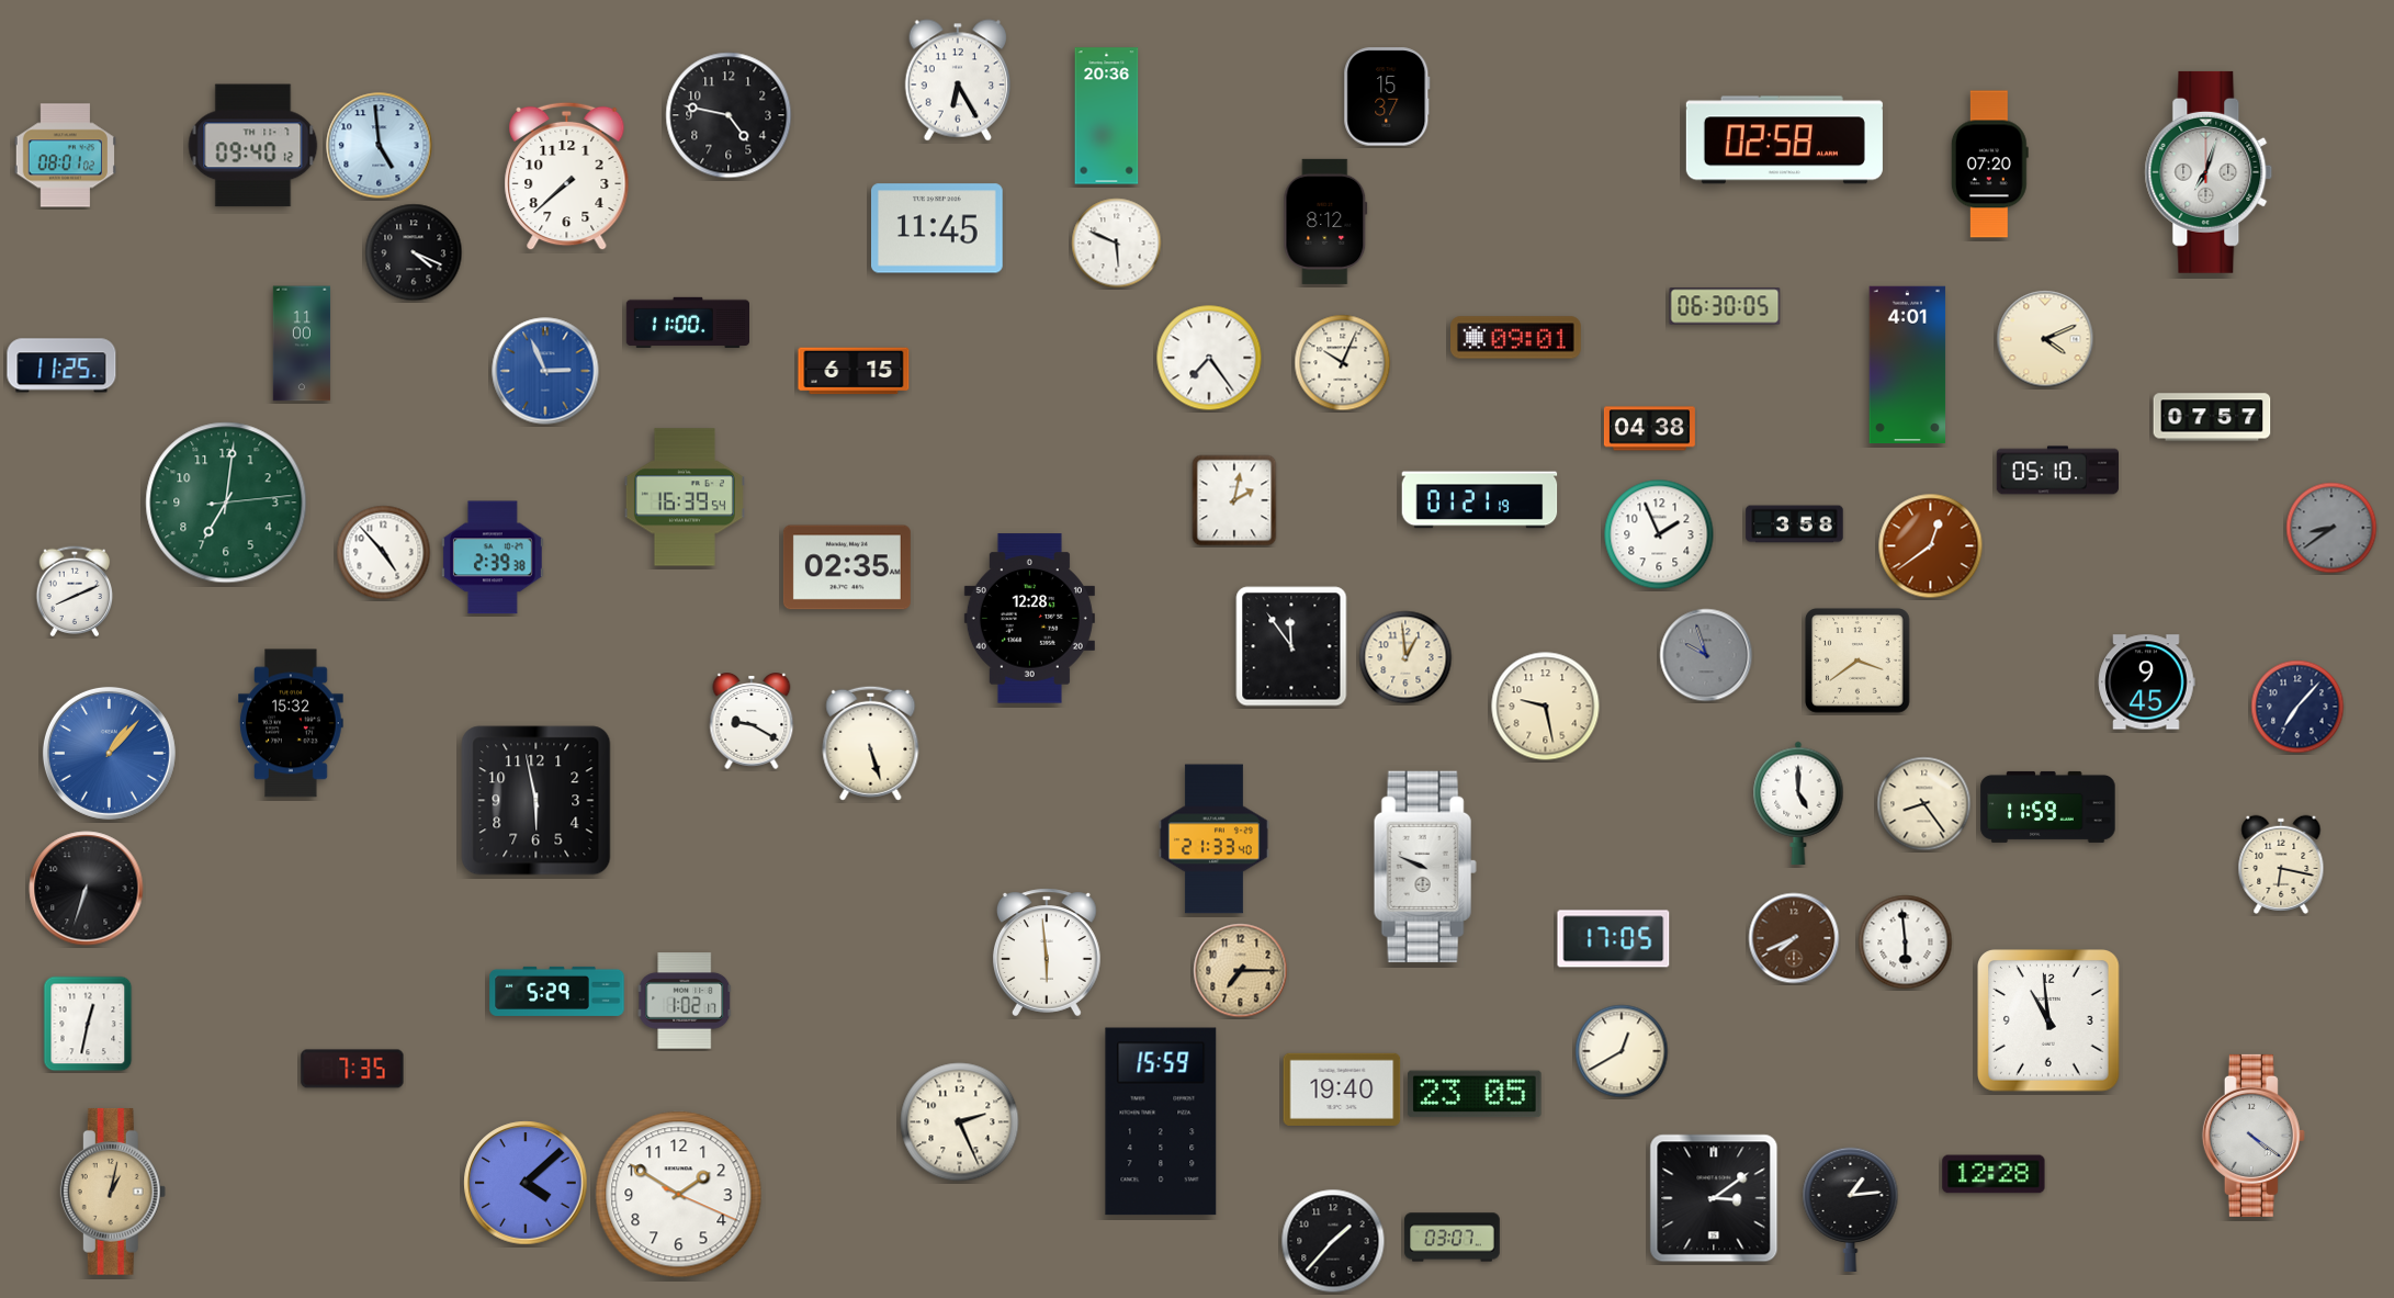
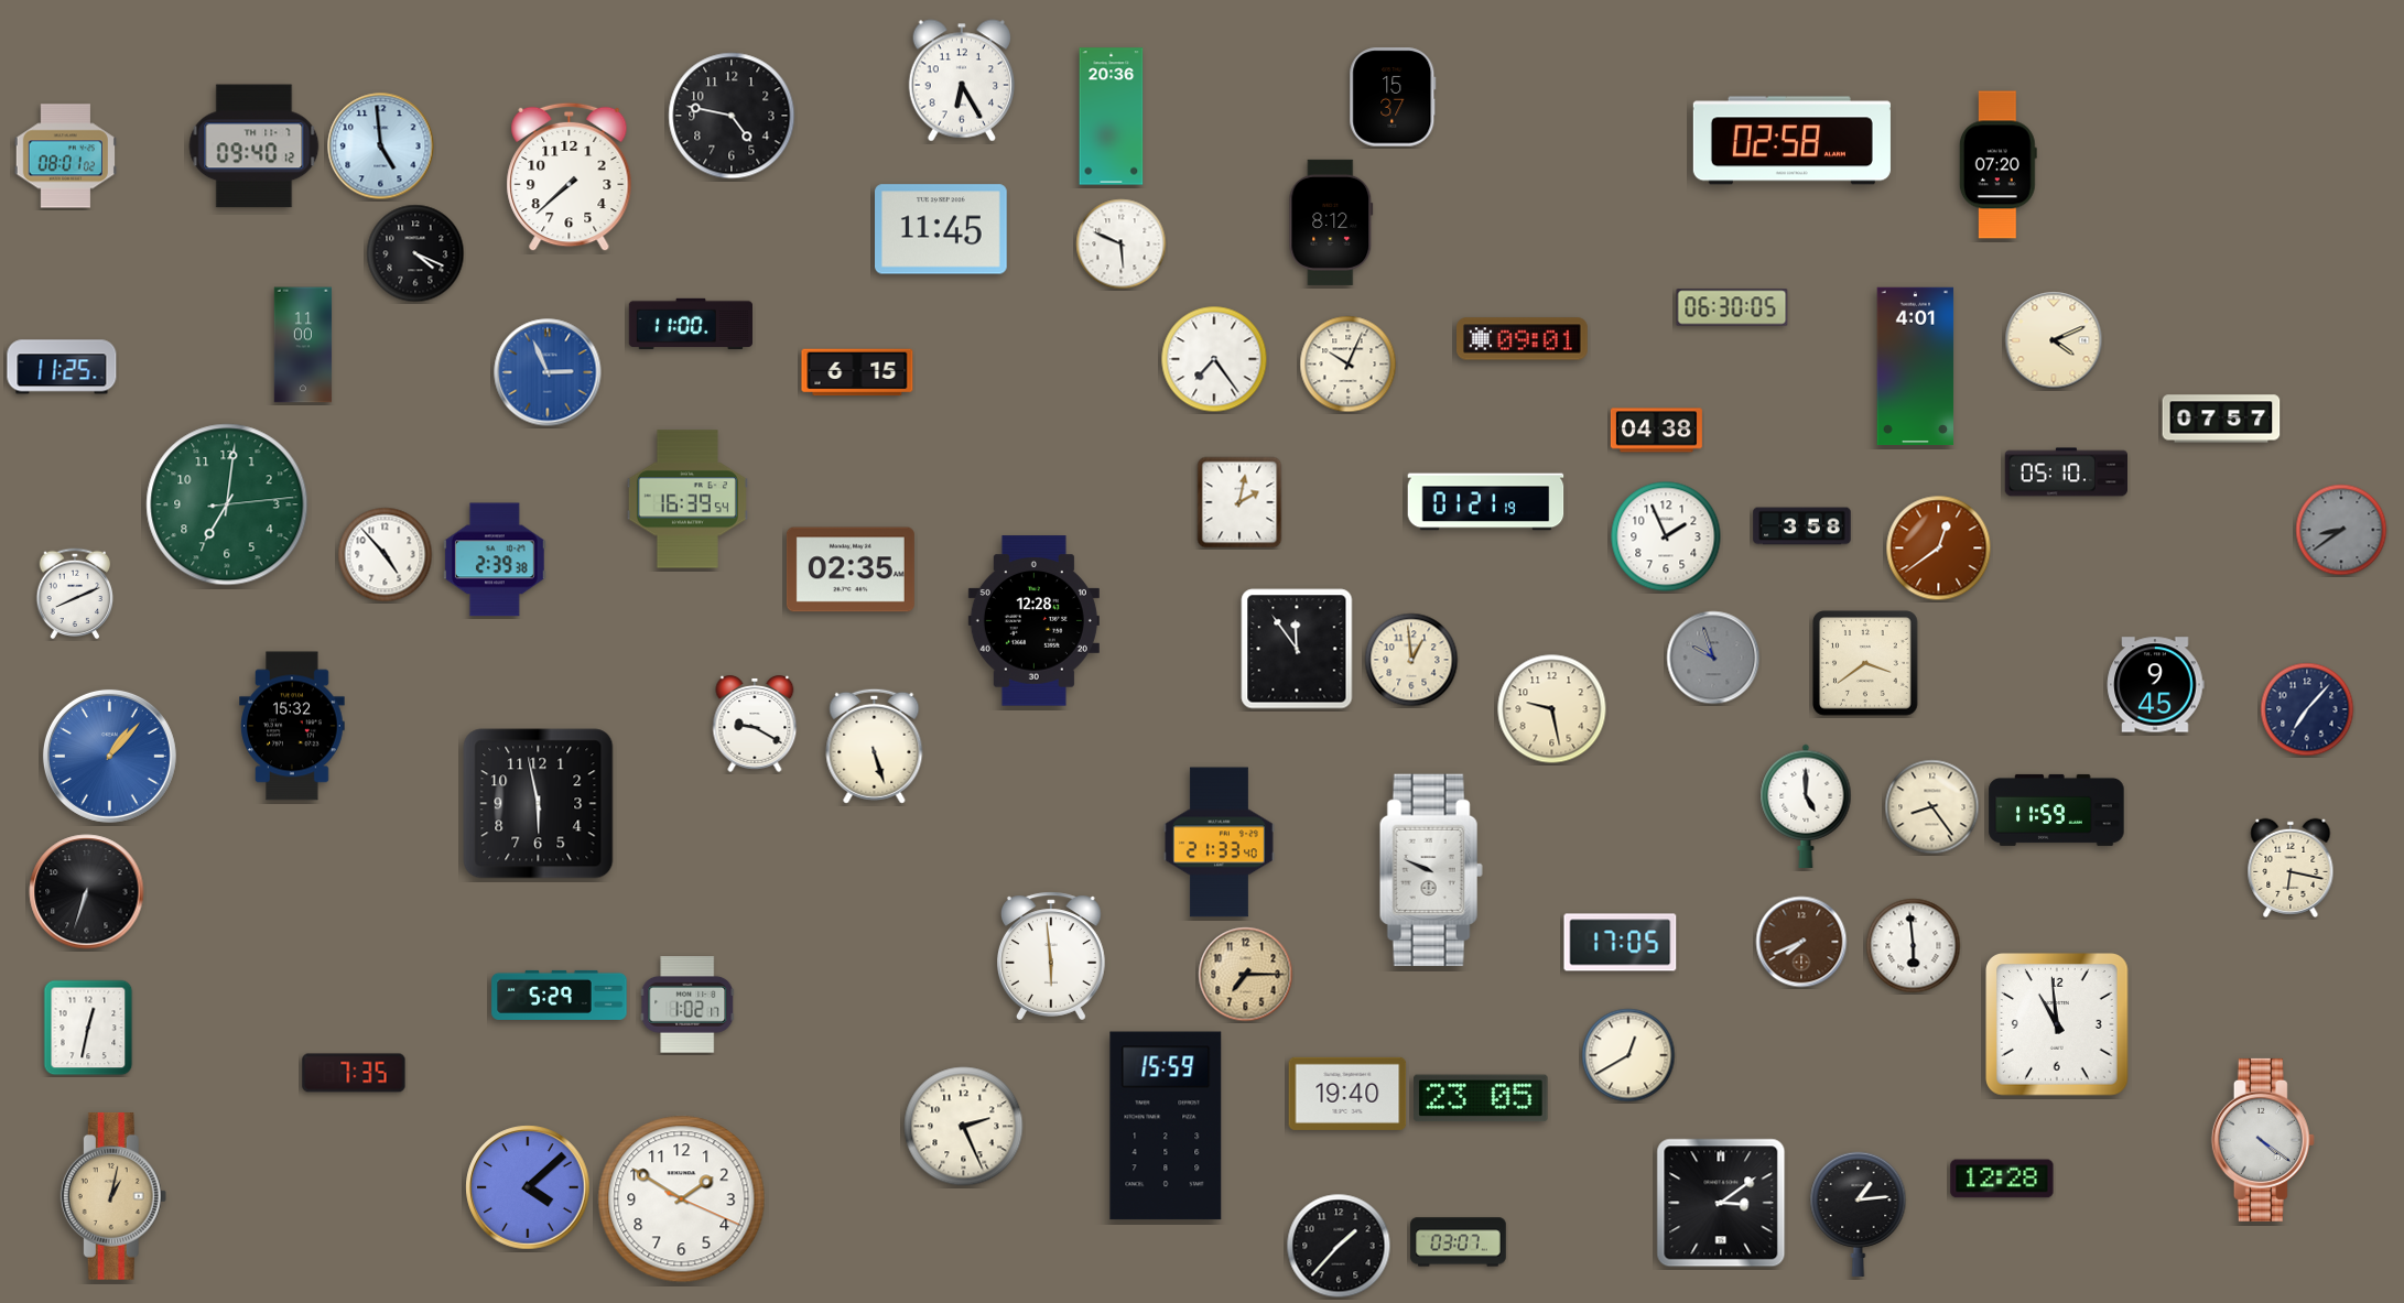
clock at (2209, 172): 7:03 -> none
